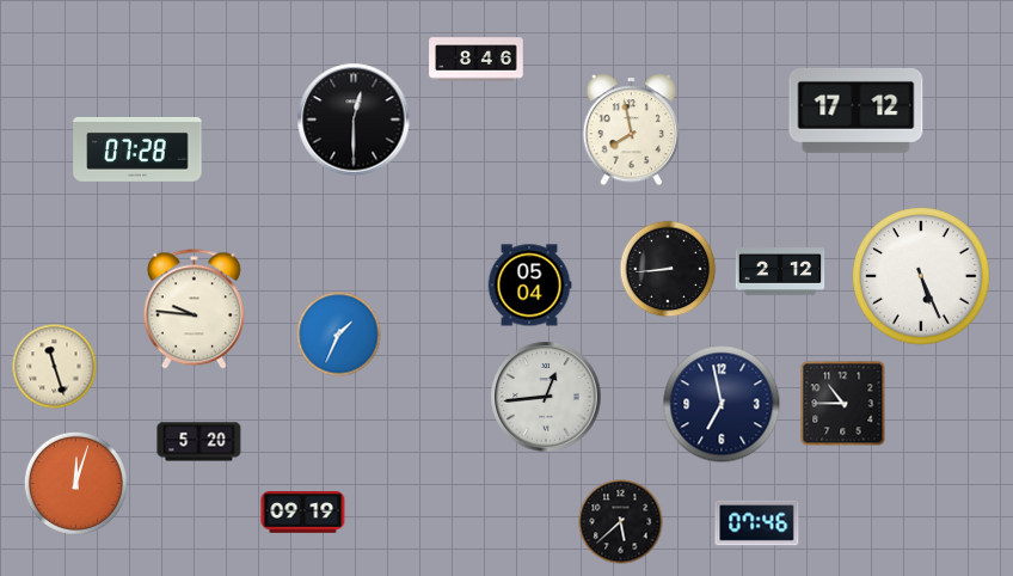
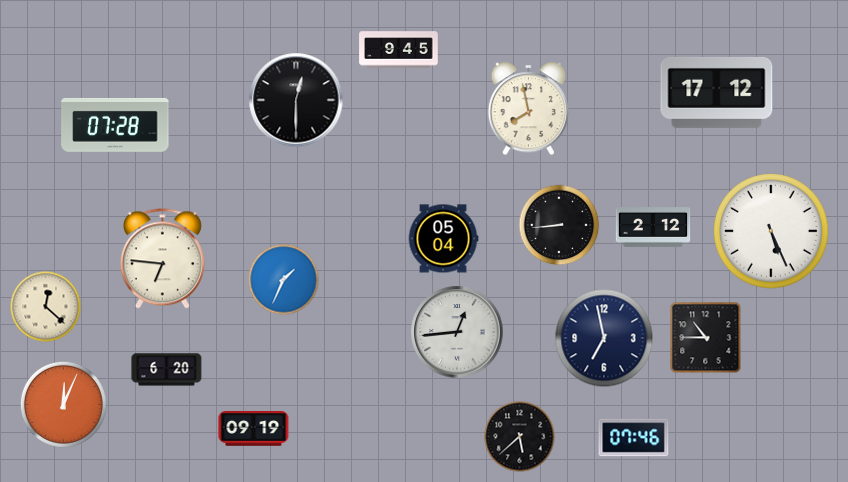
clock at (477, 60): 8:46 -> 9:45
clock at (194, 310): 9:46 -> 6:46
clock at (55, 367): 11:27 -> 12:22
clock at (199, 442): 5:20 -> 6:20
clock at (75, 483): 12:03 -> 12:04
